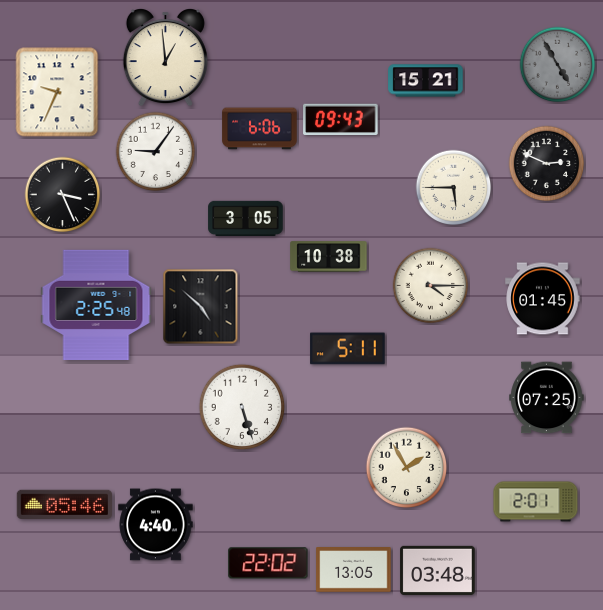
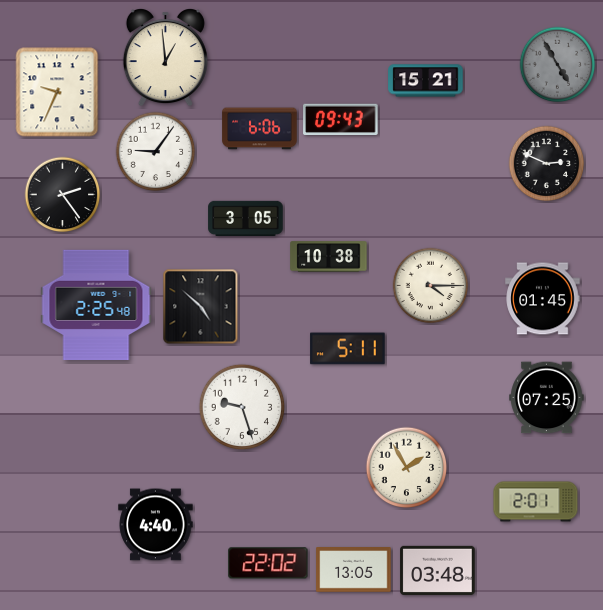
clock at (454, 188): 5:45 -> none
clock at (63, 195): 3:26 -> 2:24
clock at (242, 407): 5:27 -> 9:27
clock at (64, 505): 05:46 -> none
